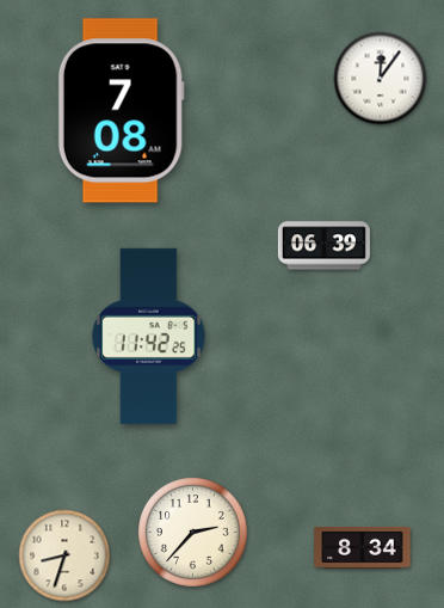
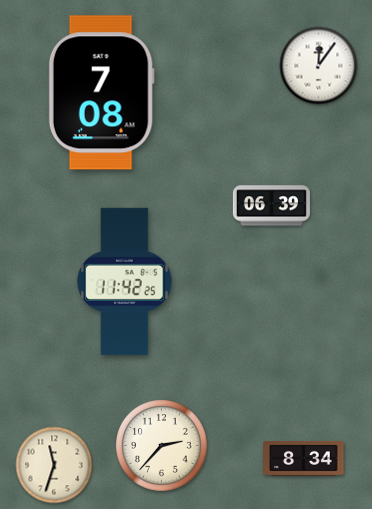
clock at (64, 555): 8:33 -> 11:33
